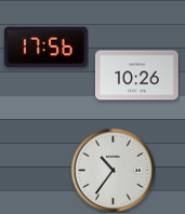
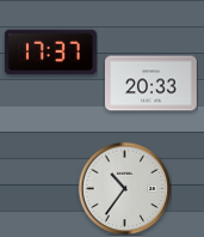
clock at (45, 48): 17:56 -> 17:37
clock at (136, 76): 10:26 -> 20:33
